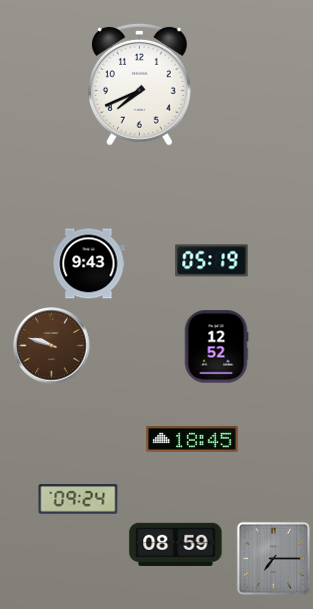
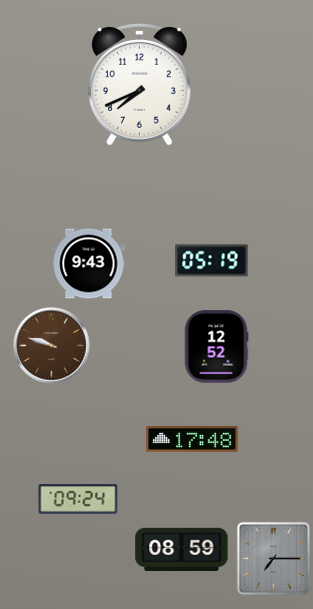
clock at (192, 439): 18:45 -> 17:48
clock at (176, 544) position: (176, 544) -> (182, 549)
